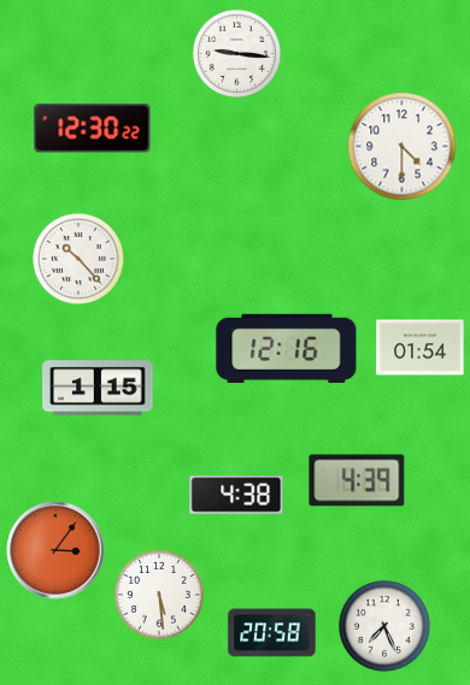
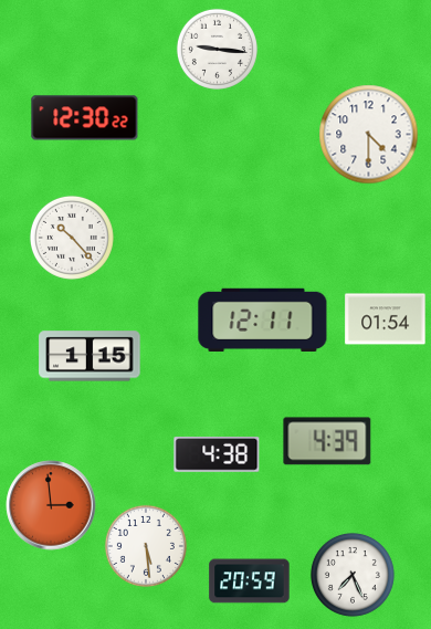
clock at (287, 348): 12:16 -> 12:11
clock at (55, 550): 3:06 -> 2:59
clock at (272, 633): 20:58 -> 20:59
